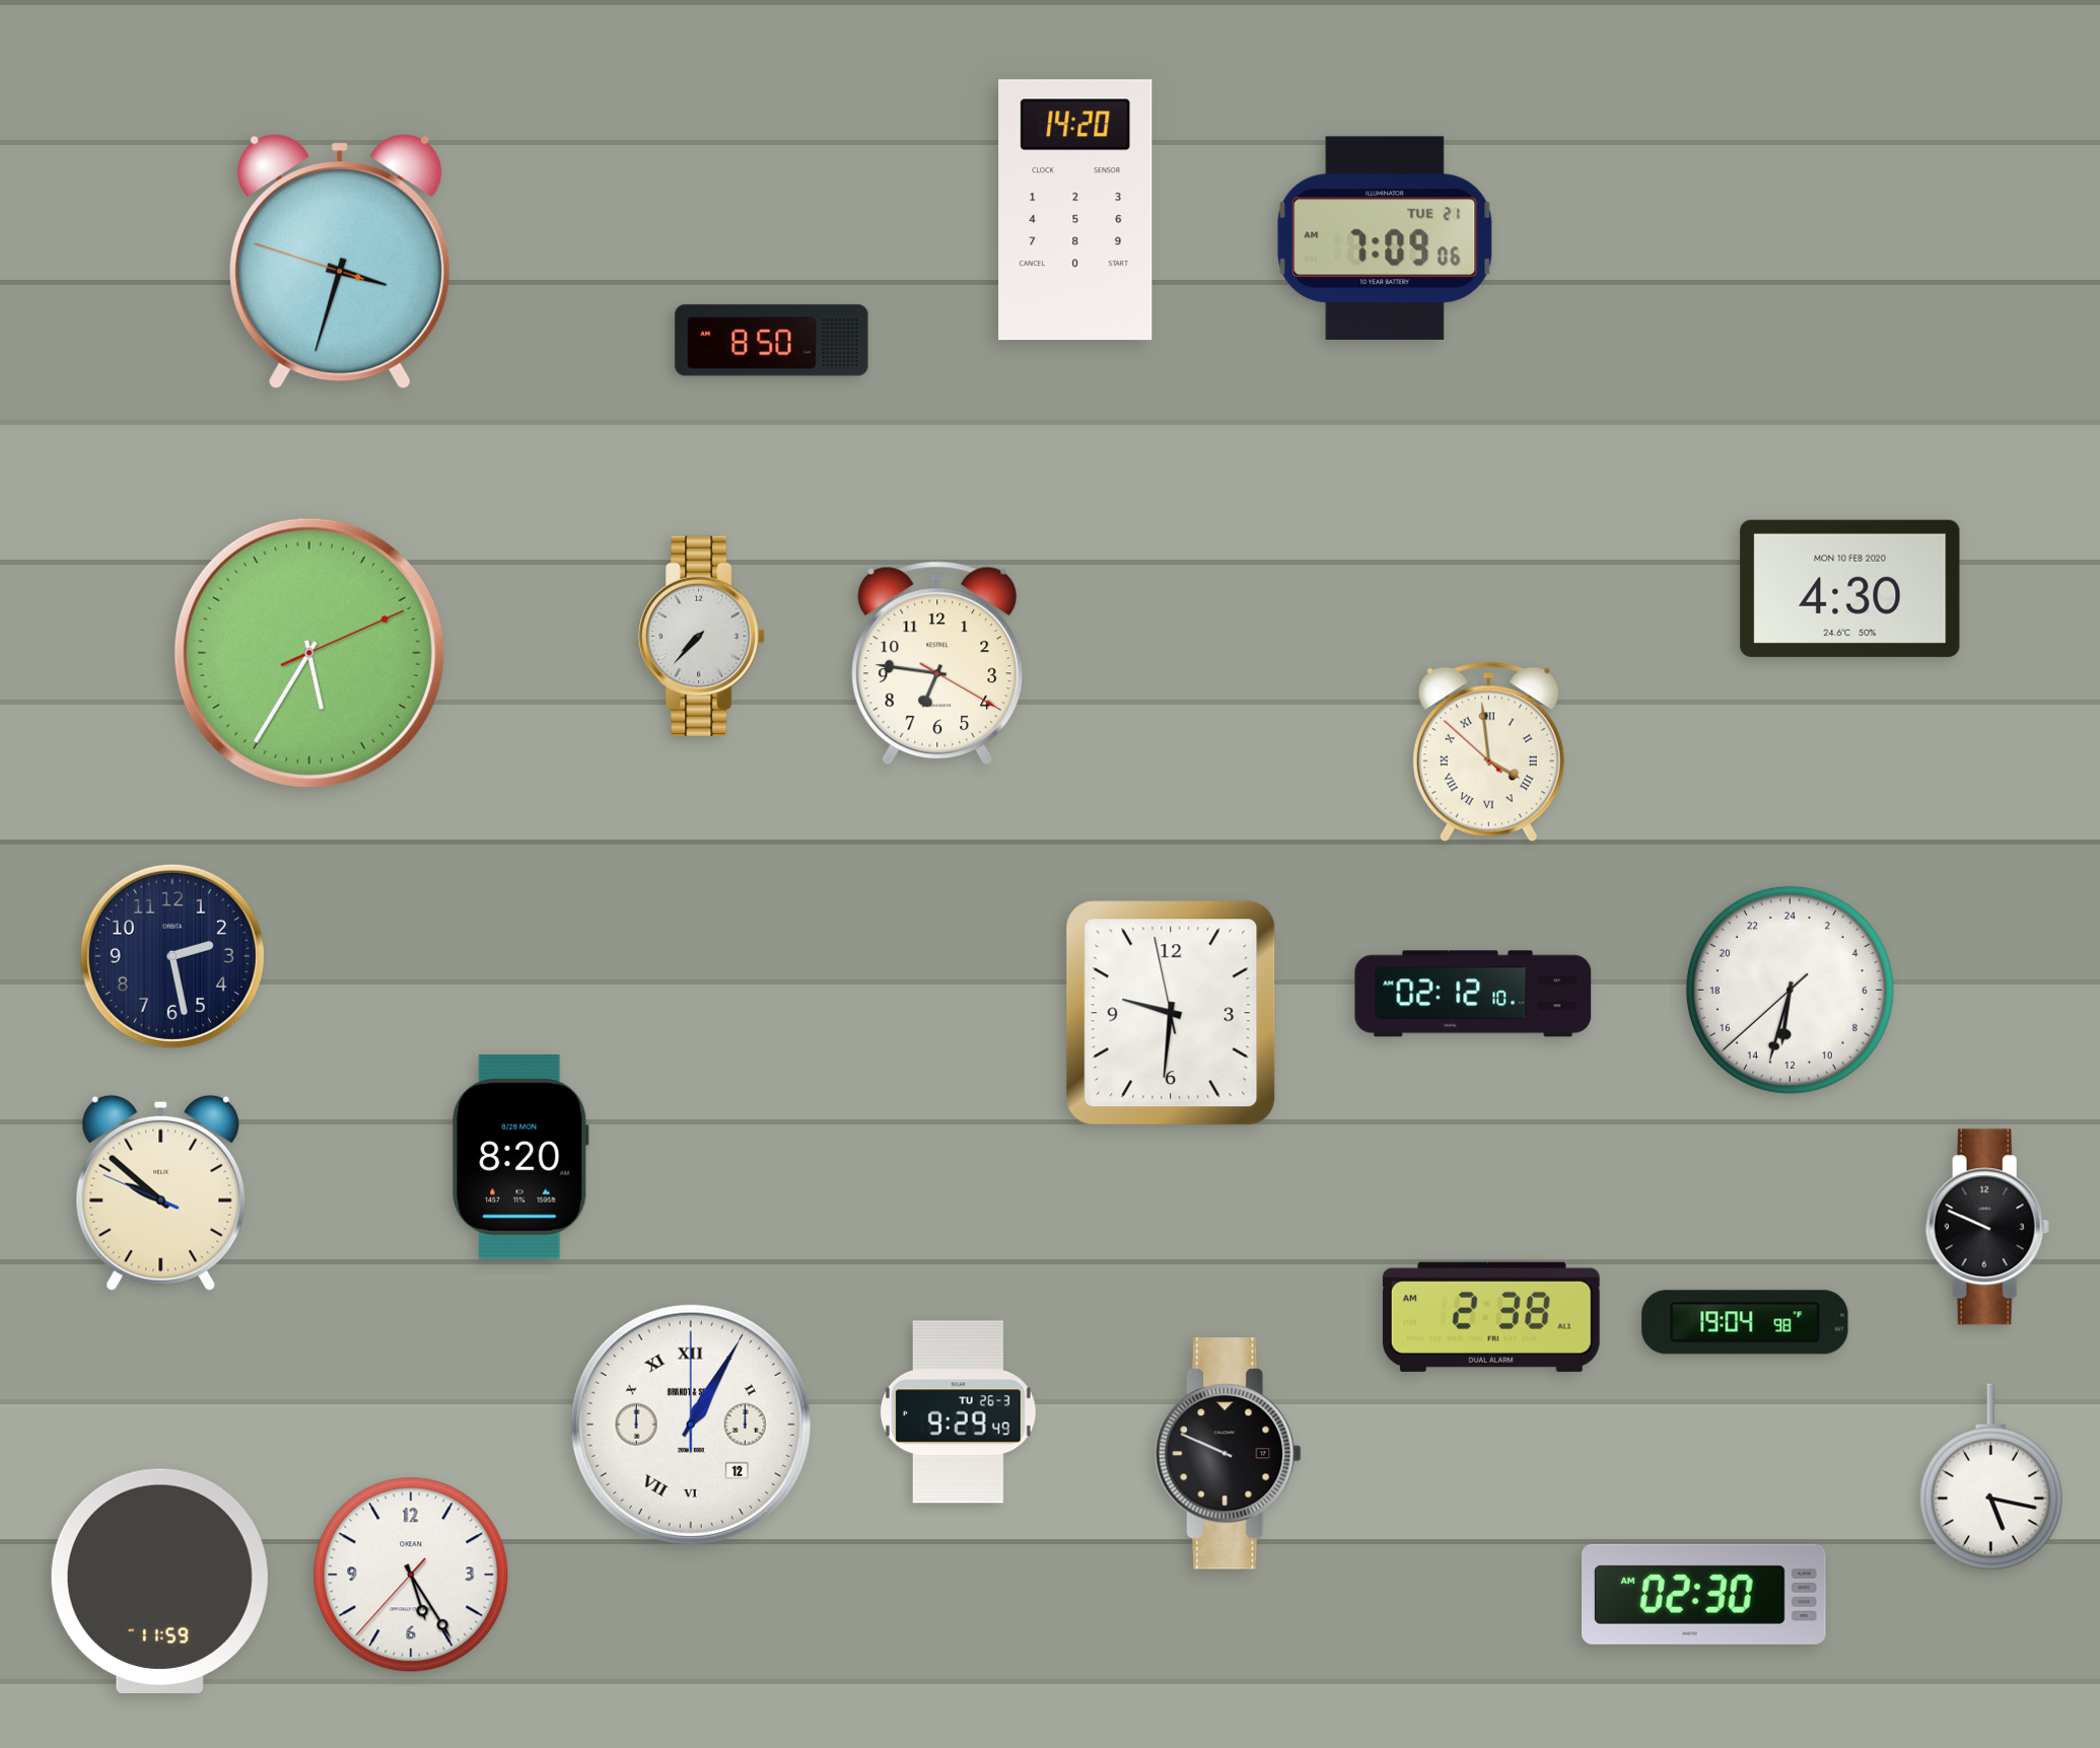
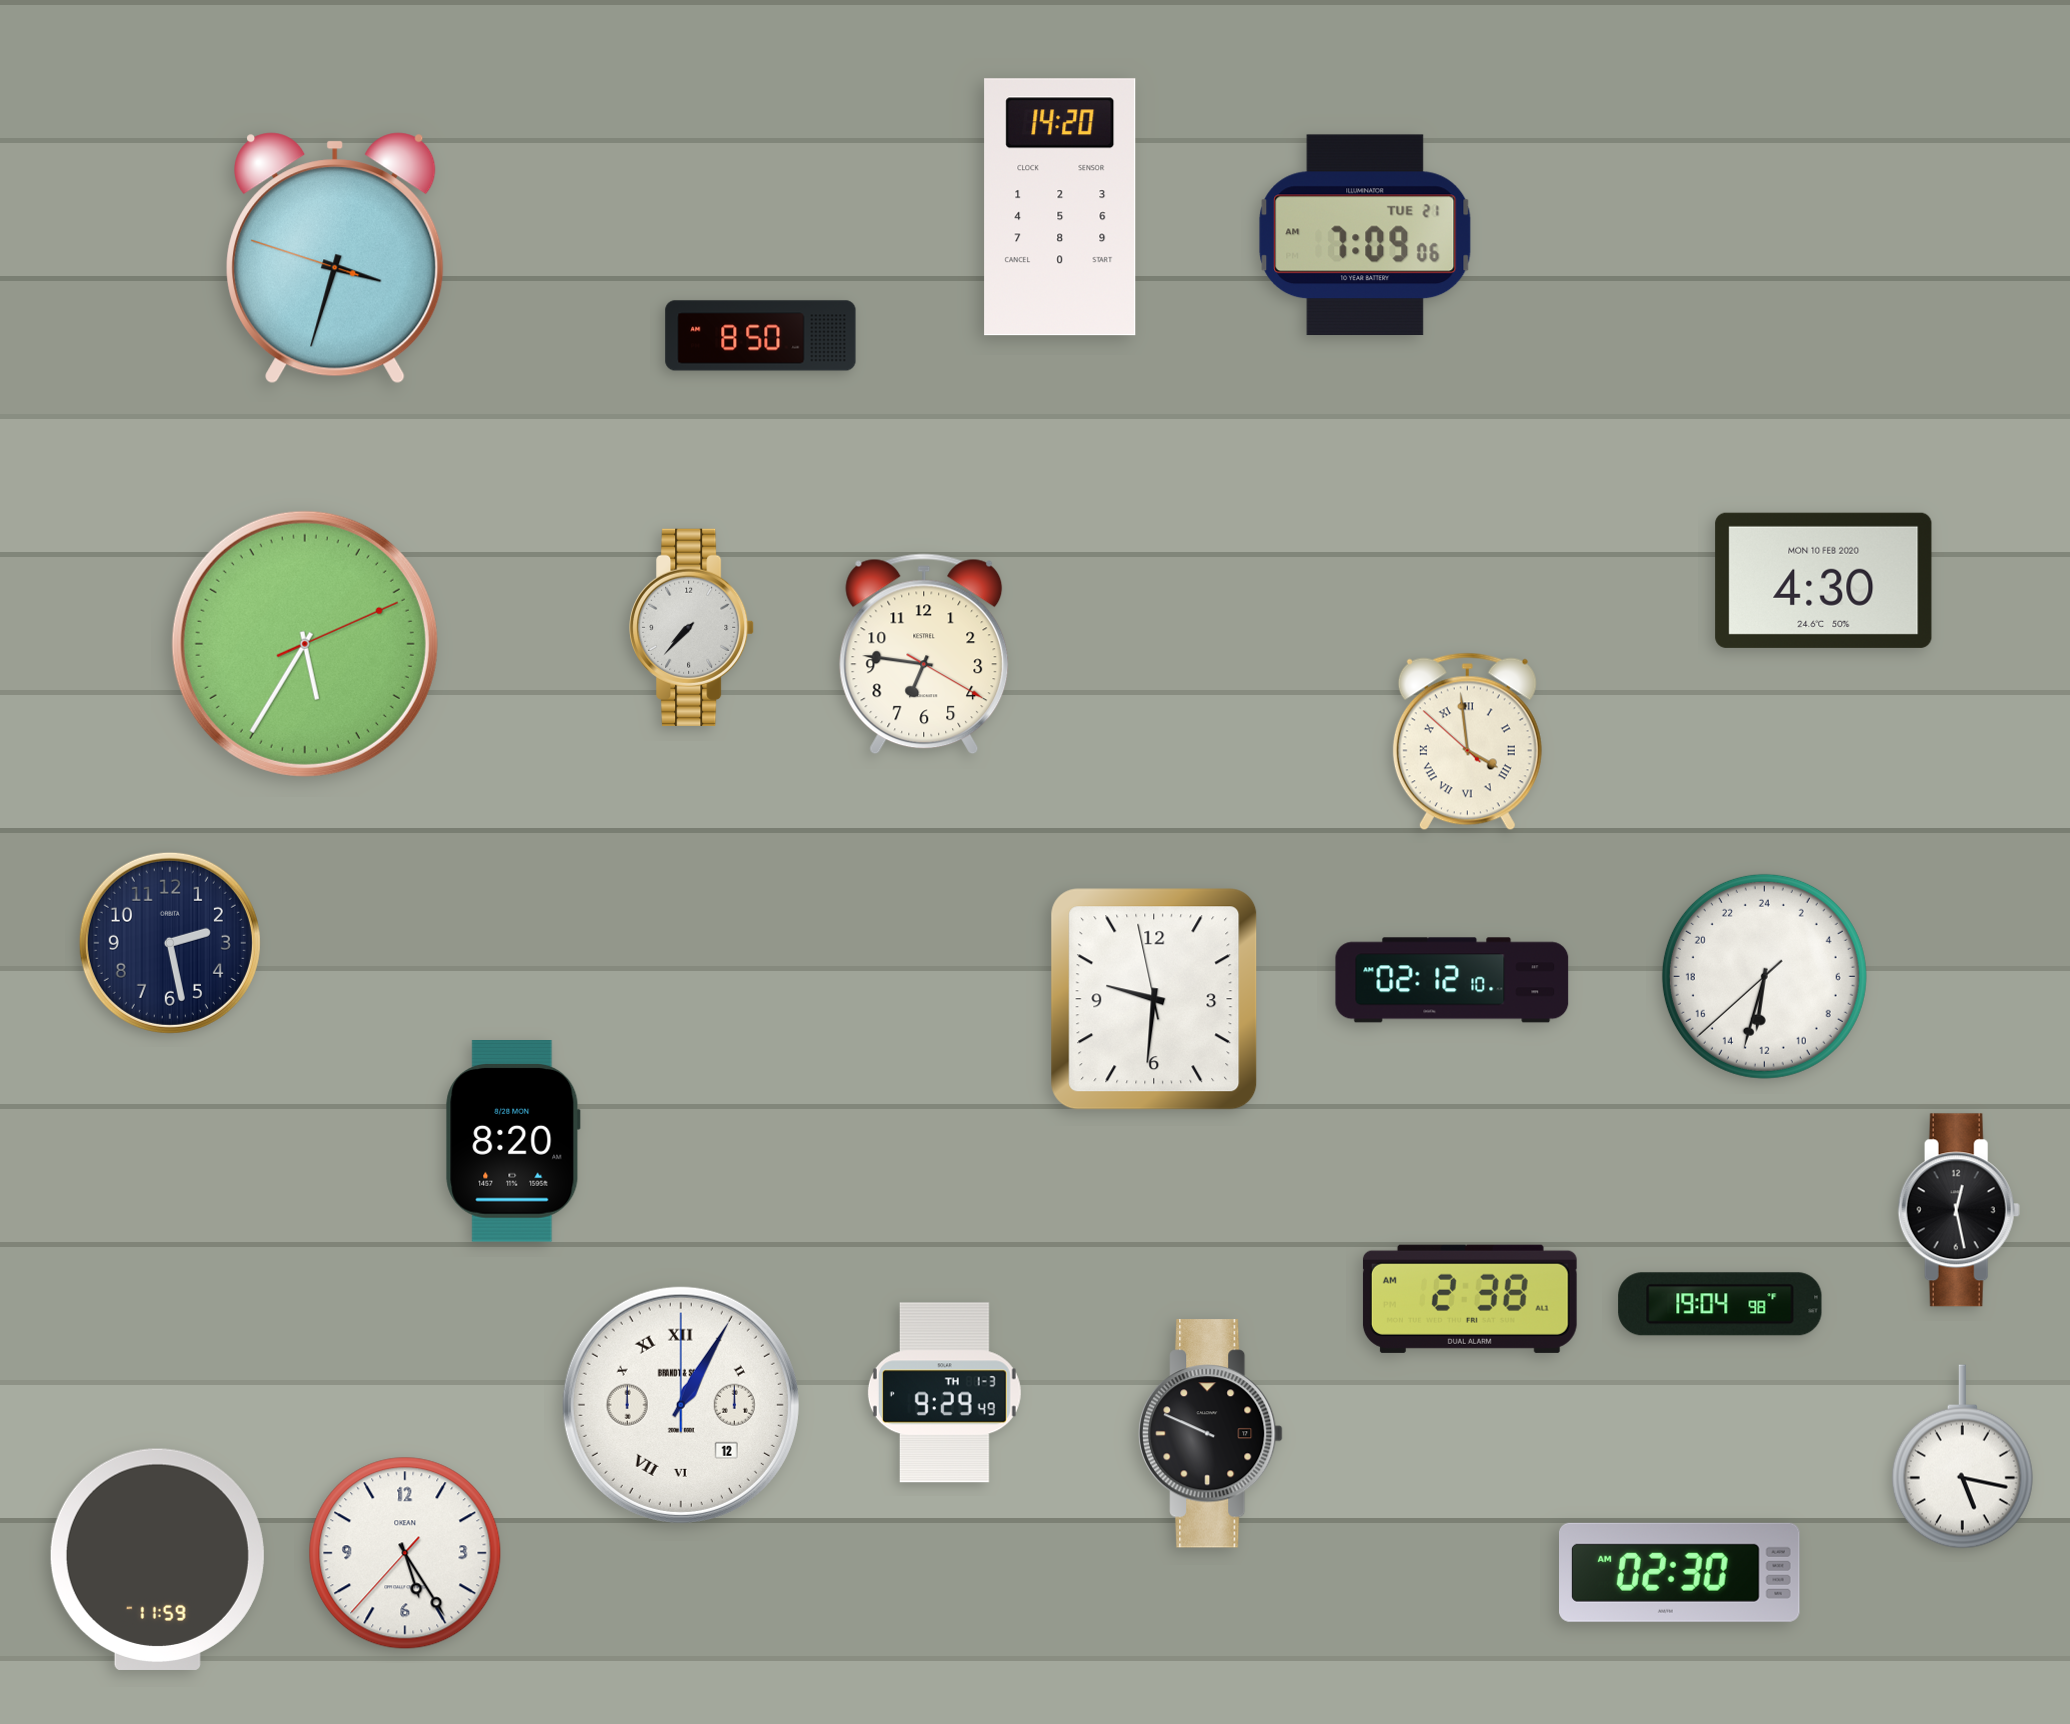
clock at (161, 1192): 9:51 -> none
clock at (1987, 1227): 9:49 -> 12:28
clock at (958, 1412) date: TU 26-3 -> TH 1-3
